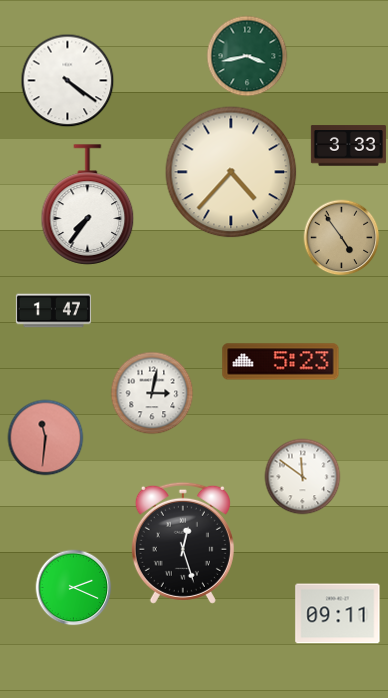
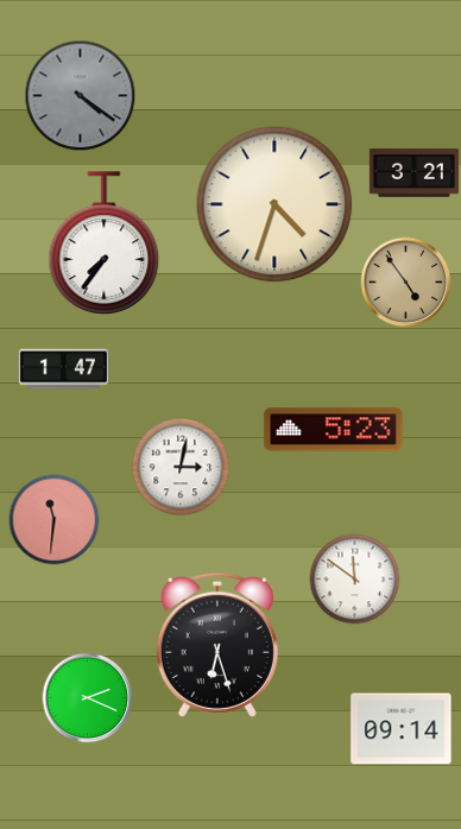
clock at (247, 56): 3:43 -> none
clock at (68, 81) dial: white -> grey
clock at (348, 146): 3:33 -> 3:21
clock at (231, 172): 4:37 -> 4:33
clock at (303, 477) position: (303, 477) -> (355, 580)
clock at (183, 543): 12:27 -> 6:27
clock at (338, 614): 09:11 -> 09:14
